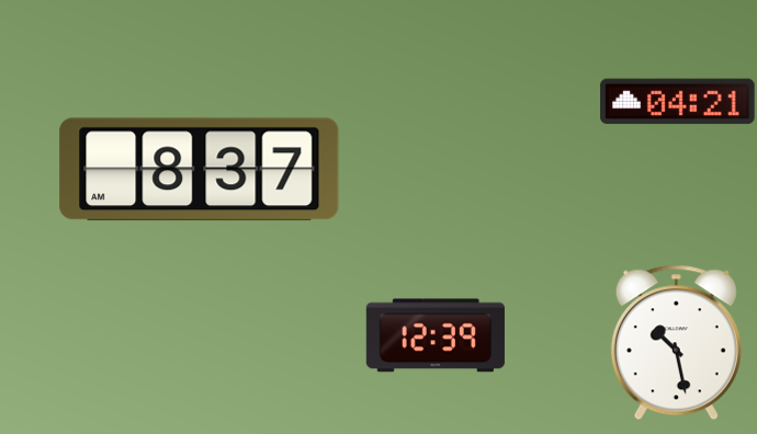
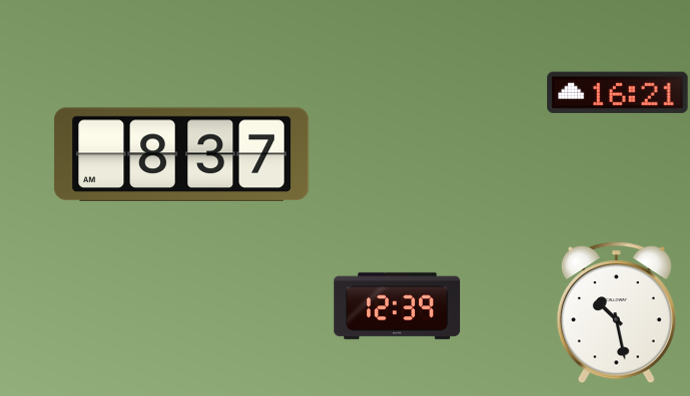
clock at (678, 102): 04:21 -> 16:21
